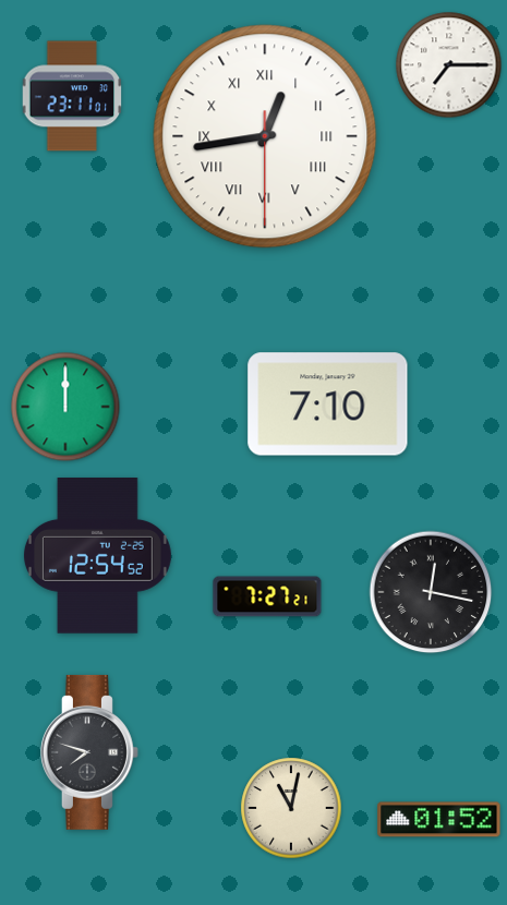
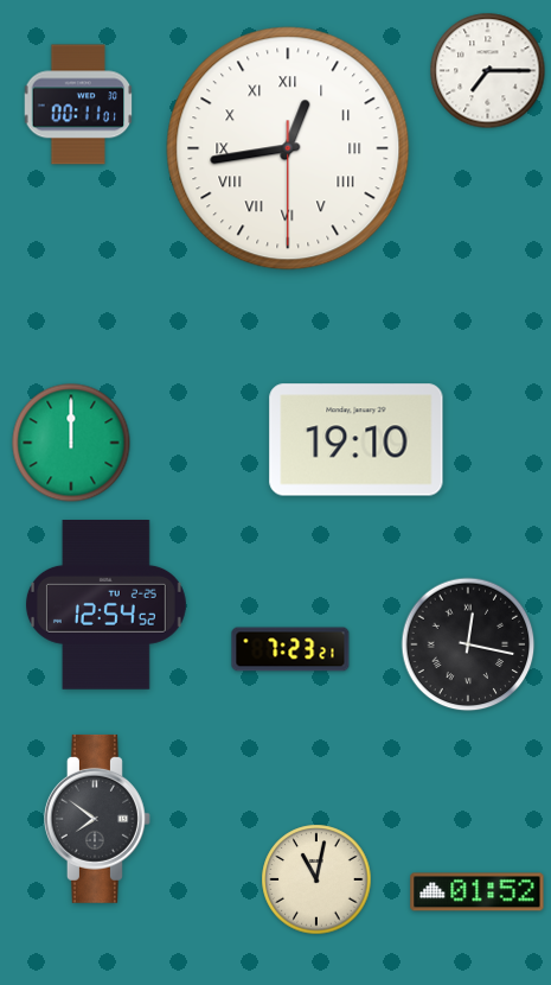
clock at (72, 96): 23:11 -> 00:11
clock at (328, 405): 7:10 -> 19:10
clock at (267, 596): 7:27 -> 7:23
clock at (89, 752): 7:48 -> 7:51
